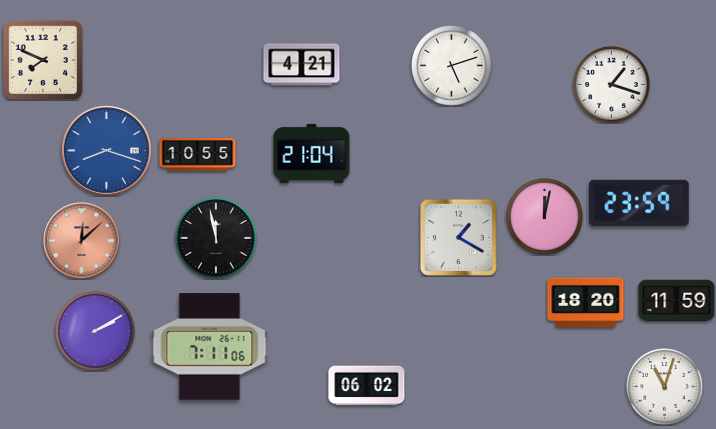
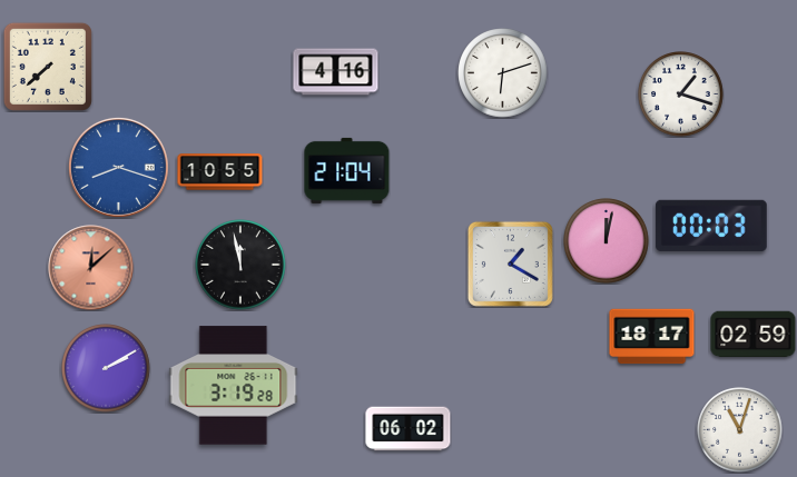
clock at (43, 60): 7:49 -> 7:38
clock at (302, 65): 4:21 -> 4:16
clock at (452, 66): 5:12 -> 6:12
clock at (639, 203): 23:59 -> 00:03
clock at (677, 301): 11:59 -> 02:59
clock at (586, 303): 18:20 -> 18:17
clock at (210, 347): 7:11 -> 3:19
